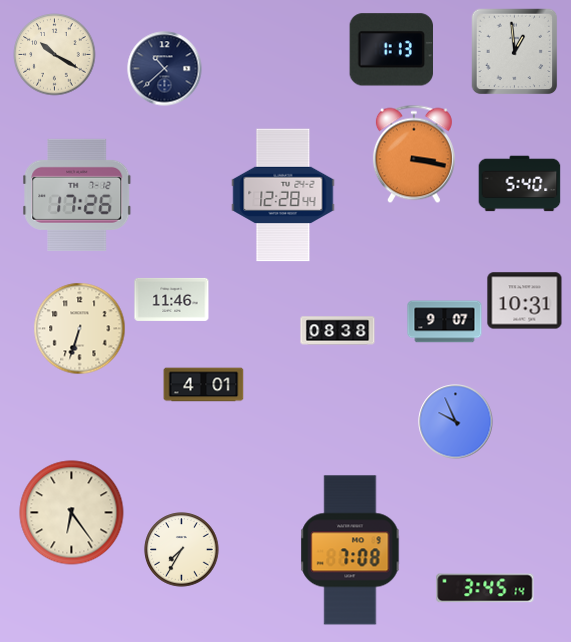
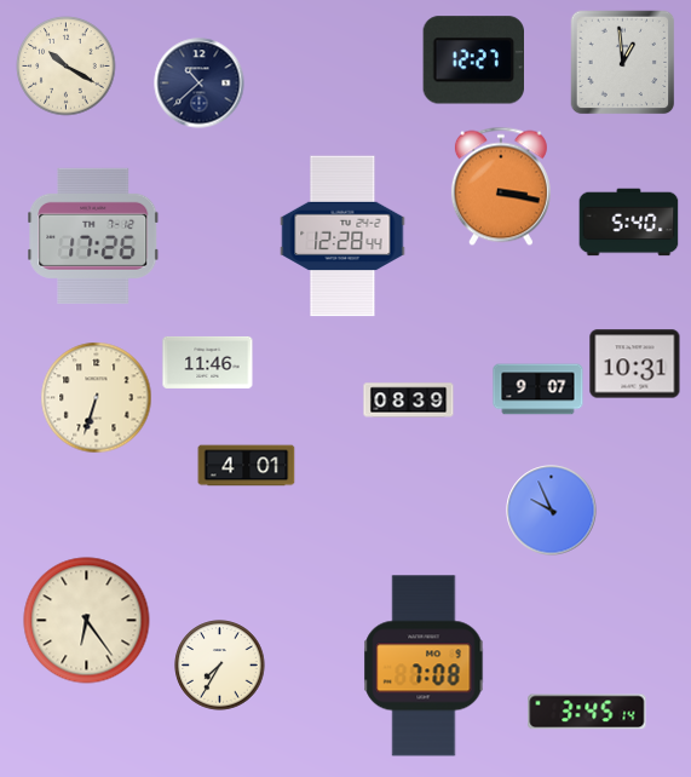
clock at (391, 50): 1:13 -> 12:27
clock at (338, 331): 08:38 -> 08:39
